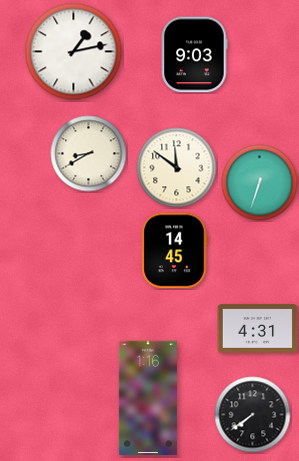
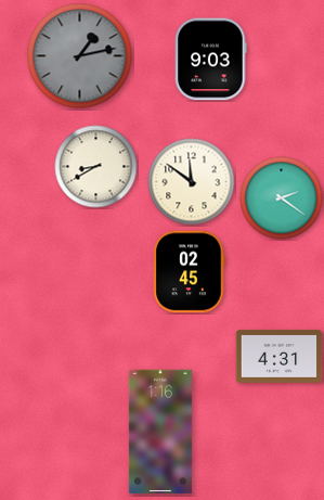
clock at (74, 52) dial: white -> grey
clock at (260, 183): 6:33 -> 2:21
clock at (175, 251): 14:45 -> 02:45
clock at (253, 415): 7:39 -> none
